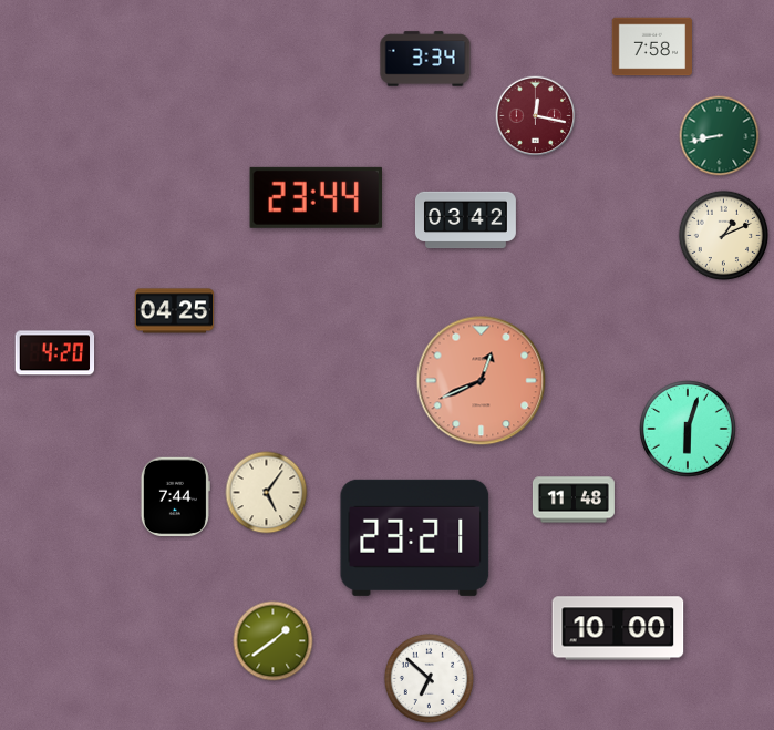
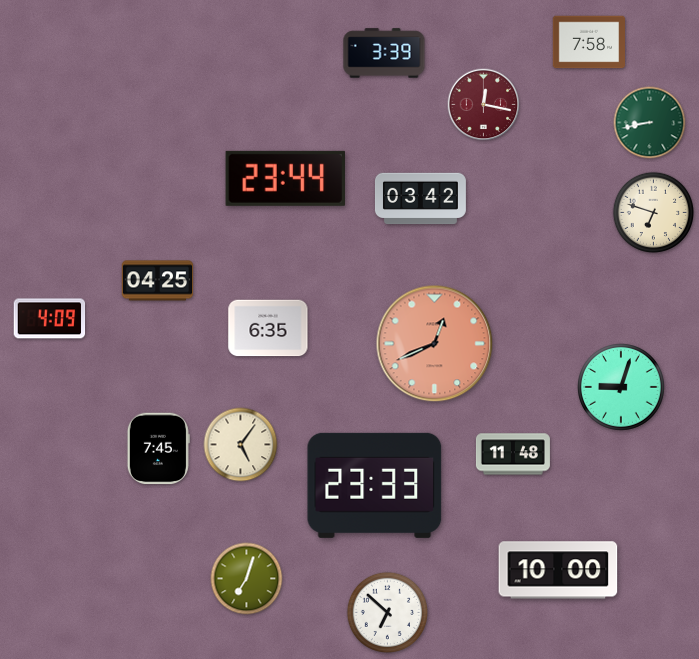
clock at (425, 59): 3:34 -> 3:39
clock at (723, 235): 1:11 -> 6:48
clock at (55, 353): 4:20 -> 4:09
clock at (268, 328): none -> 6:35
clock at (689, 430): 6:03 -> 9:03
clock at (175, 497): 7:44 -> 7:45
clock at (574, 500) position: (574, 500) -> (513, 454)
clock at (415, 537): 23:21 -> 23:33
clock at (618, 628) position: (618, 628) -> (558, 570)
clock at (274, 641): 1:39 -> 7:03
